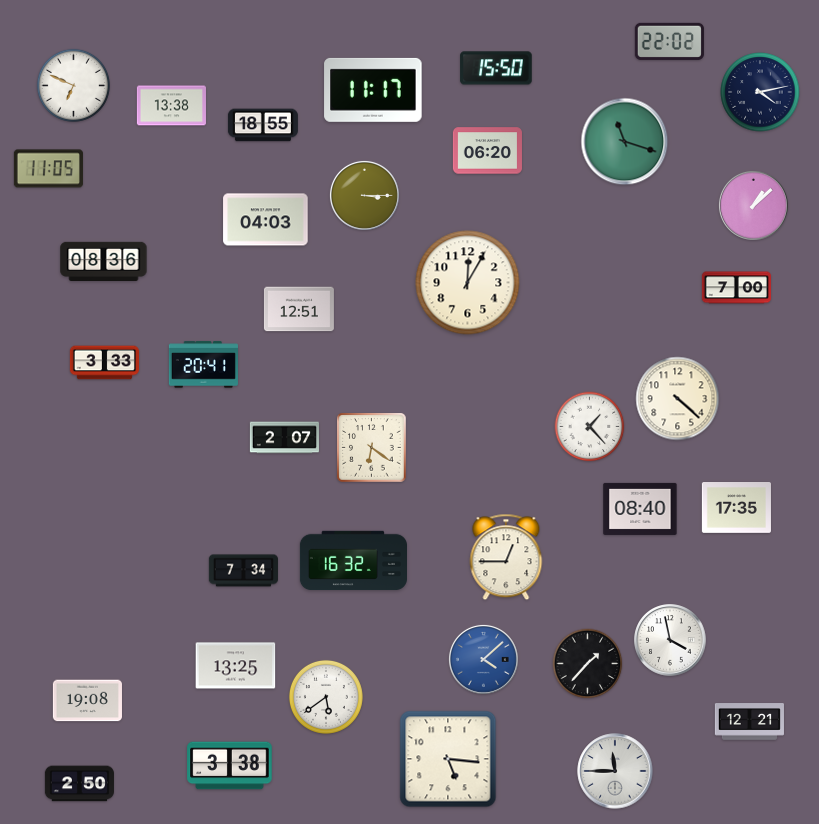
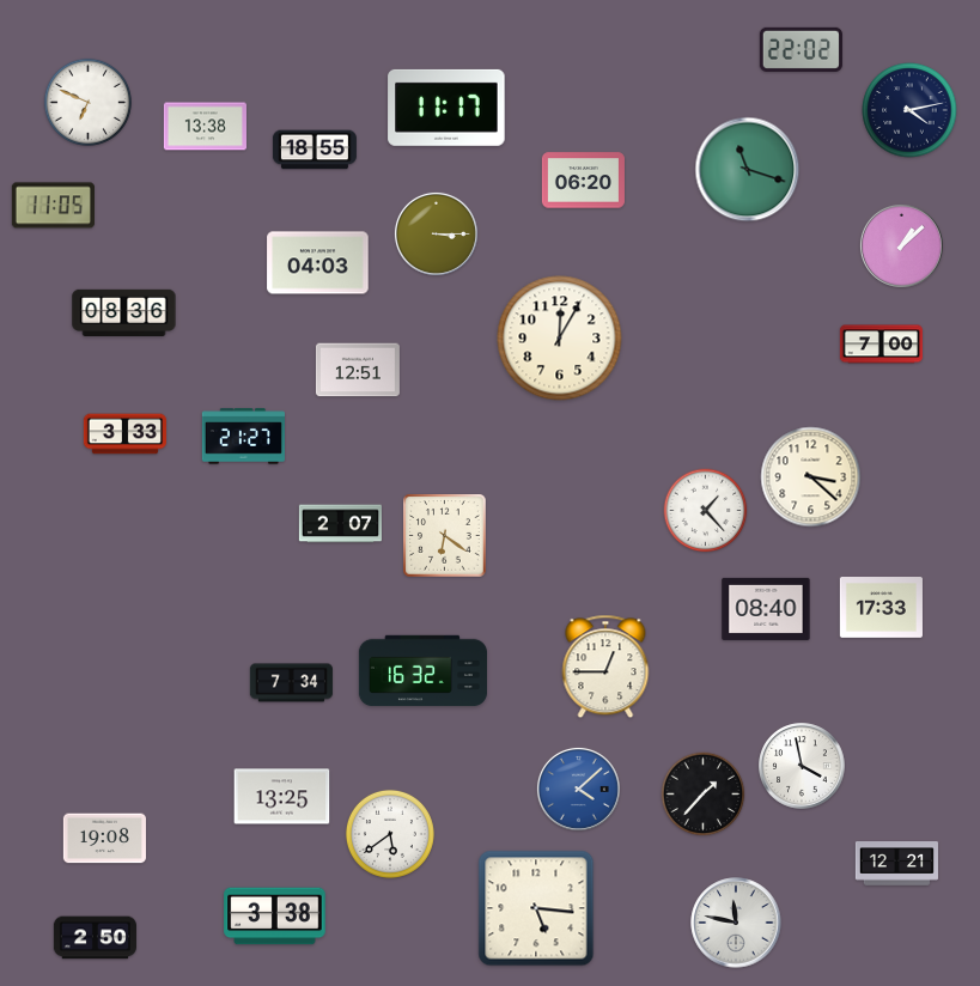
clock at (496, 68): 15:50 -> none
clock at (48, 169) position: (48, 169) -> (53, 206)
clock at (203, 365): 20:41 -> 21:27
clock at (678, 399): 4:22 -> 3:22
clock at (736, 508): 17:35 -> 17:33
clock at (615, 771): 11:45 -> 11:47
